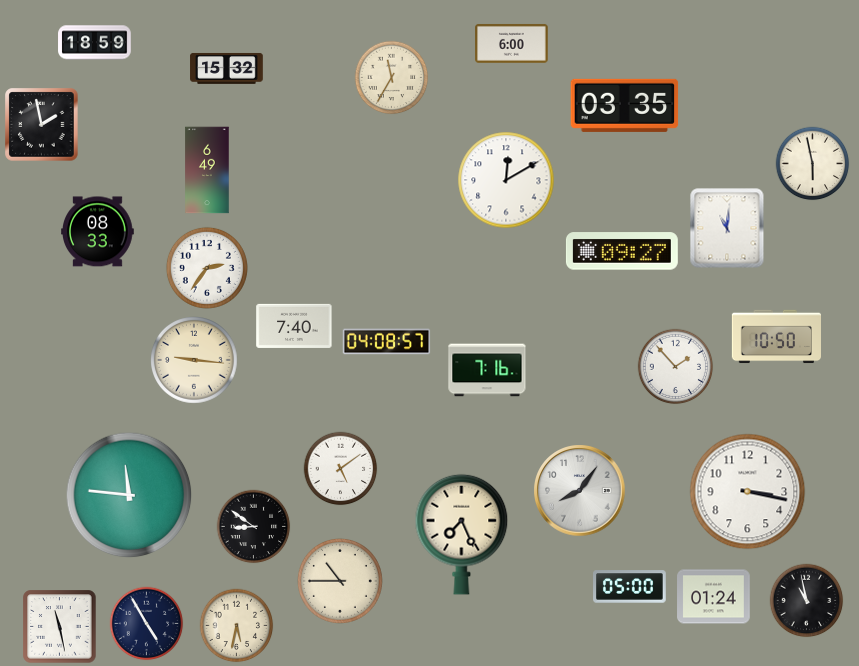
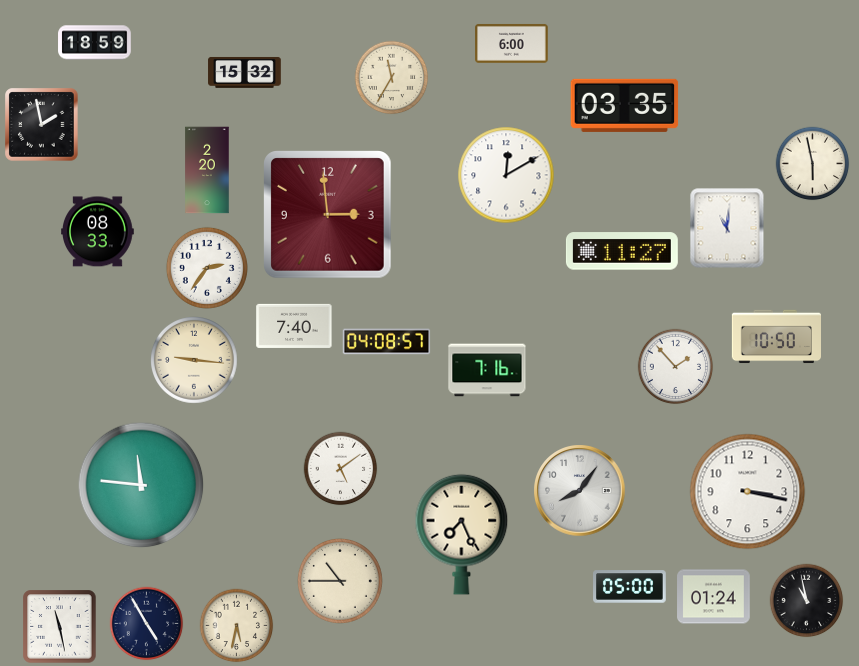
clock at (227, 69) position: (227, 69) -> (245, 73)
clock at (207, 170): 6:49 -> 2:20
clock at (506, 180) position: (506, 180) -> (506, 175)
clock at (328, 215): none -> 2:59
clock at (622, 251): 09:27 -> 11:27
clock at (129, 495) position: (129, 495) -> (141, 485)
clock at (254, 527): 8:51 -> none
